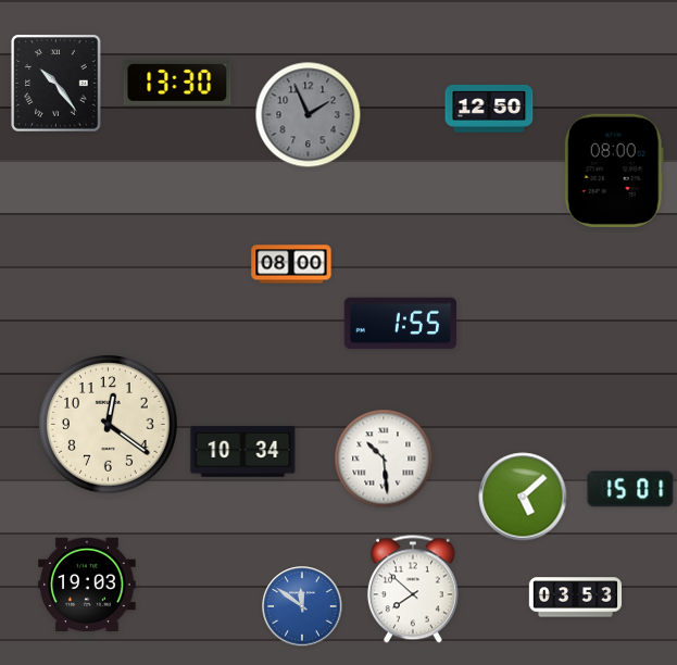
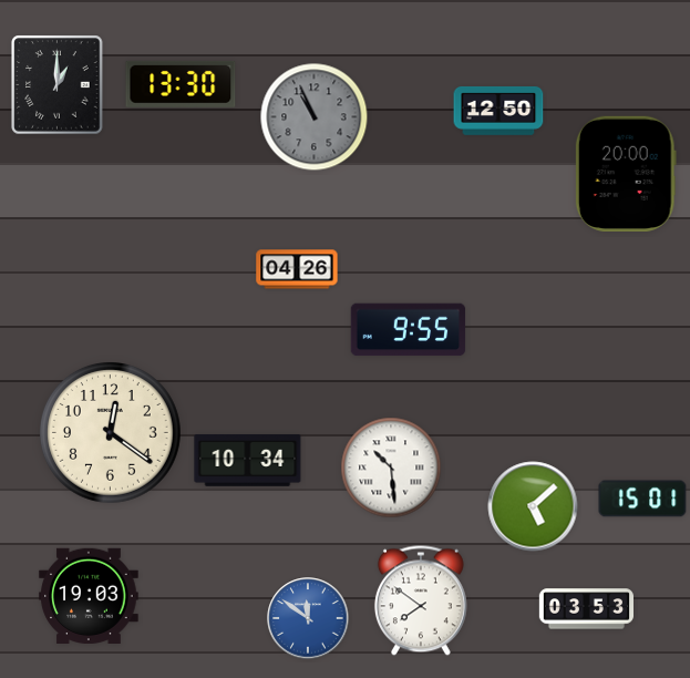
clock at (57, 84): 10:24 -> 1:00
clock at (309, 115): 1:56 -> 10:56
clock at (614, 171): 08:00 -> 20:00
clock at (291, 264): 08:00 -> 04:26
clock at (401, 324): 1:55 -> 9:55
clock at (413, 589): 7:52 -> 7:51
